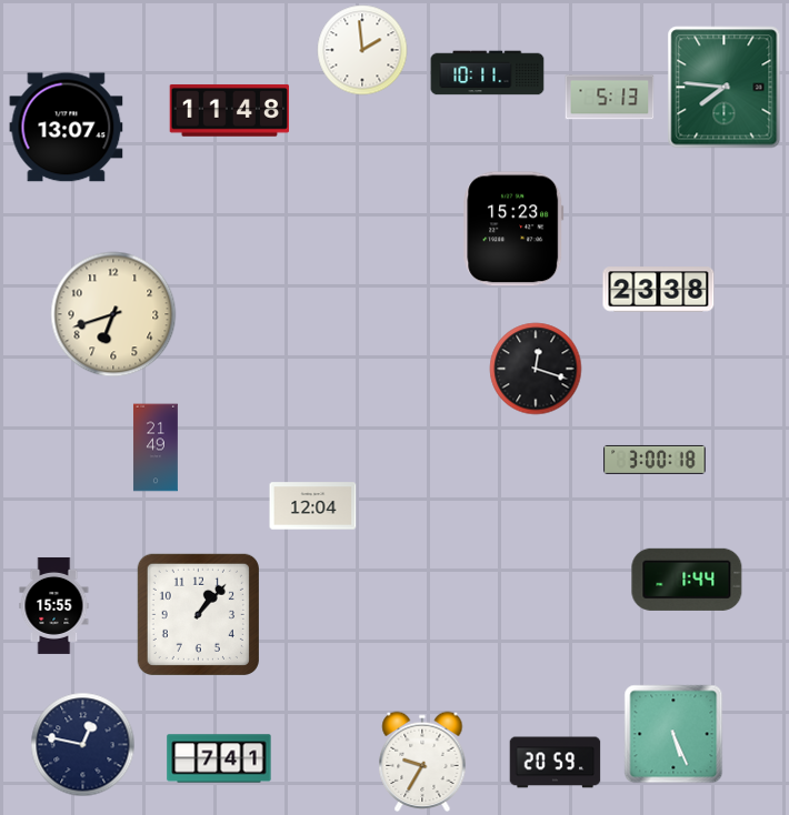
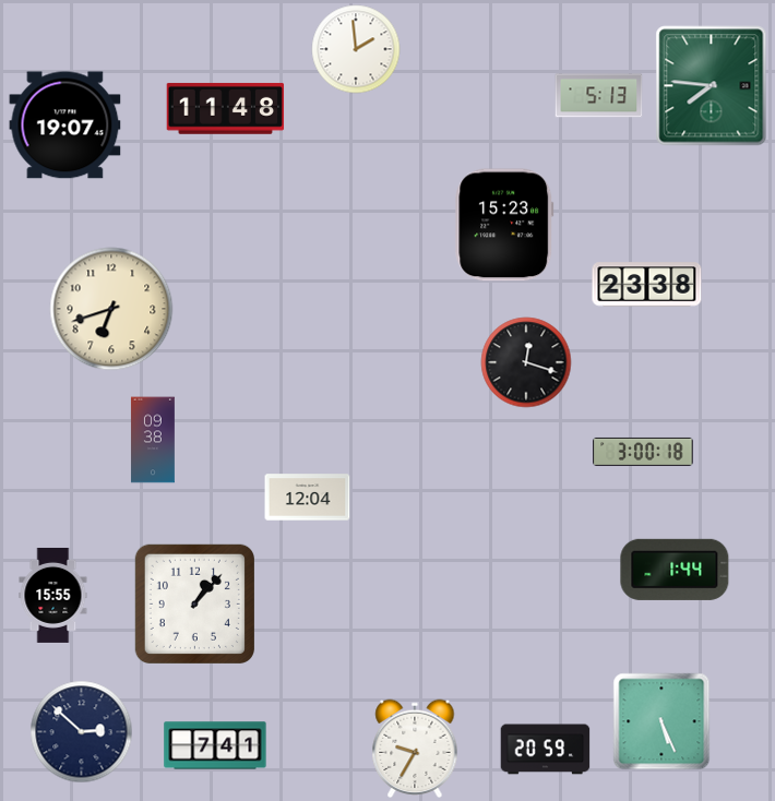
clock at (488, 73): 10:11 -> none
clock at (67, 128): 13:07 -> 19:07
clock at (156, 447): 21:49 -> 09:38
clock at (83, 745): 12:47 -> 2:52
